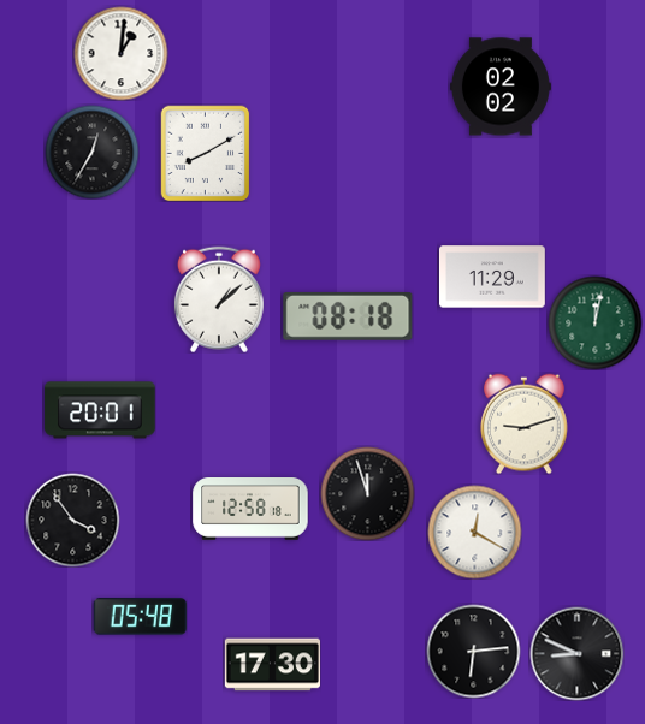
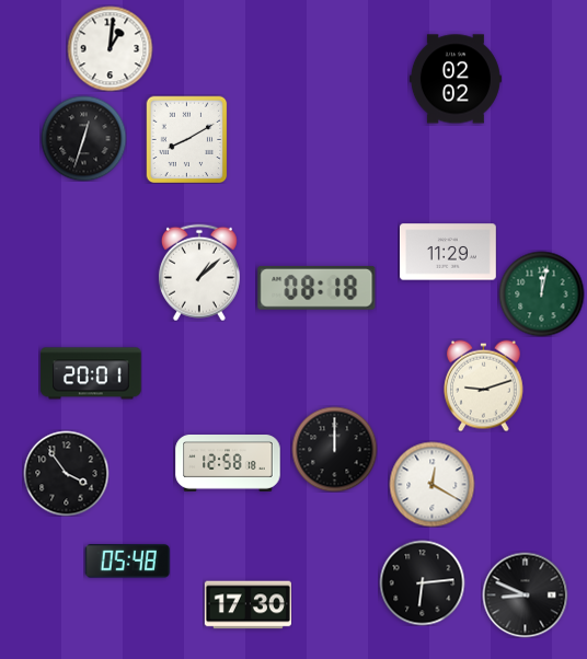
clock at (91, 152): 12:35 -> 12:33
clock at (525, 423) position: (525, 423) -> (484, 385)
clock at (367, 493): 11:57 -> 12:00
clock at (473, 651) position: (473, 651) -> (422, 582)
